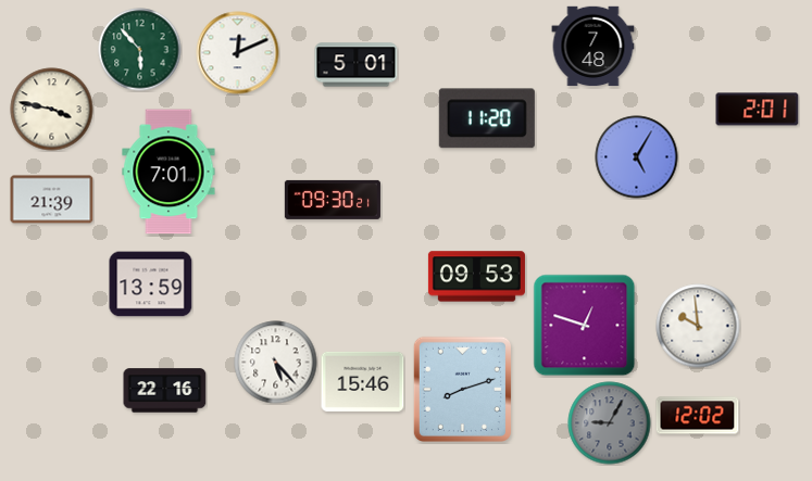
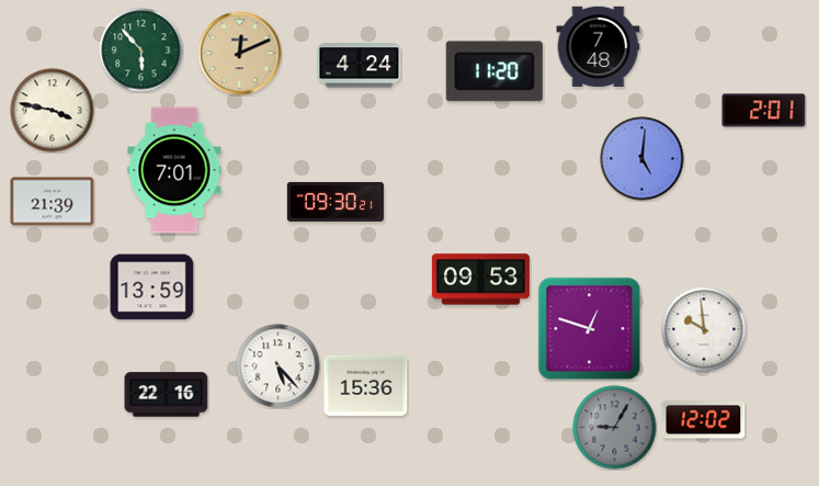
clock at (238, 53) dial: white -> champagne
clock at (357, 65): 5:01 -> 4:24
clock at (487, 118) position: (487, 118) -> (494, 71)
clock at (637, 157): 5:05 -> 5:01
clock at (168, 172) position: (168, 172) -> (174, 170)
clock at (363, 381): 15:46 -> 15:36
clock at (462, 389): 8:12 -> none
